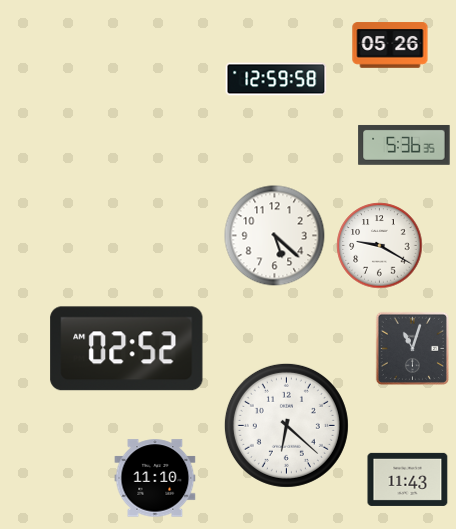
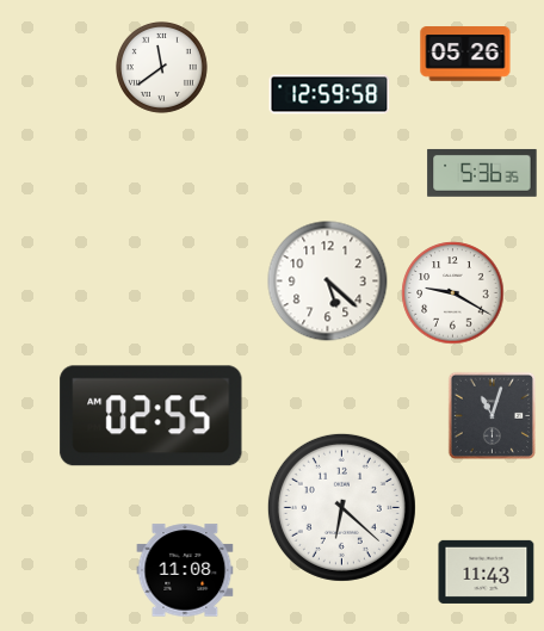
clock at (161, 67): none -> 11:39
clock at (127, 349): 02:52 -> 02:55
clock at (155, 478): 11:10 -> 11:08
